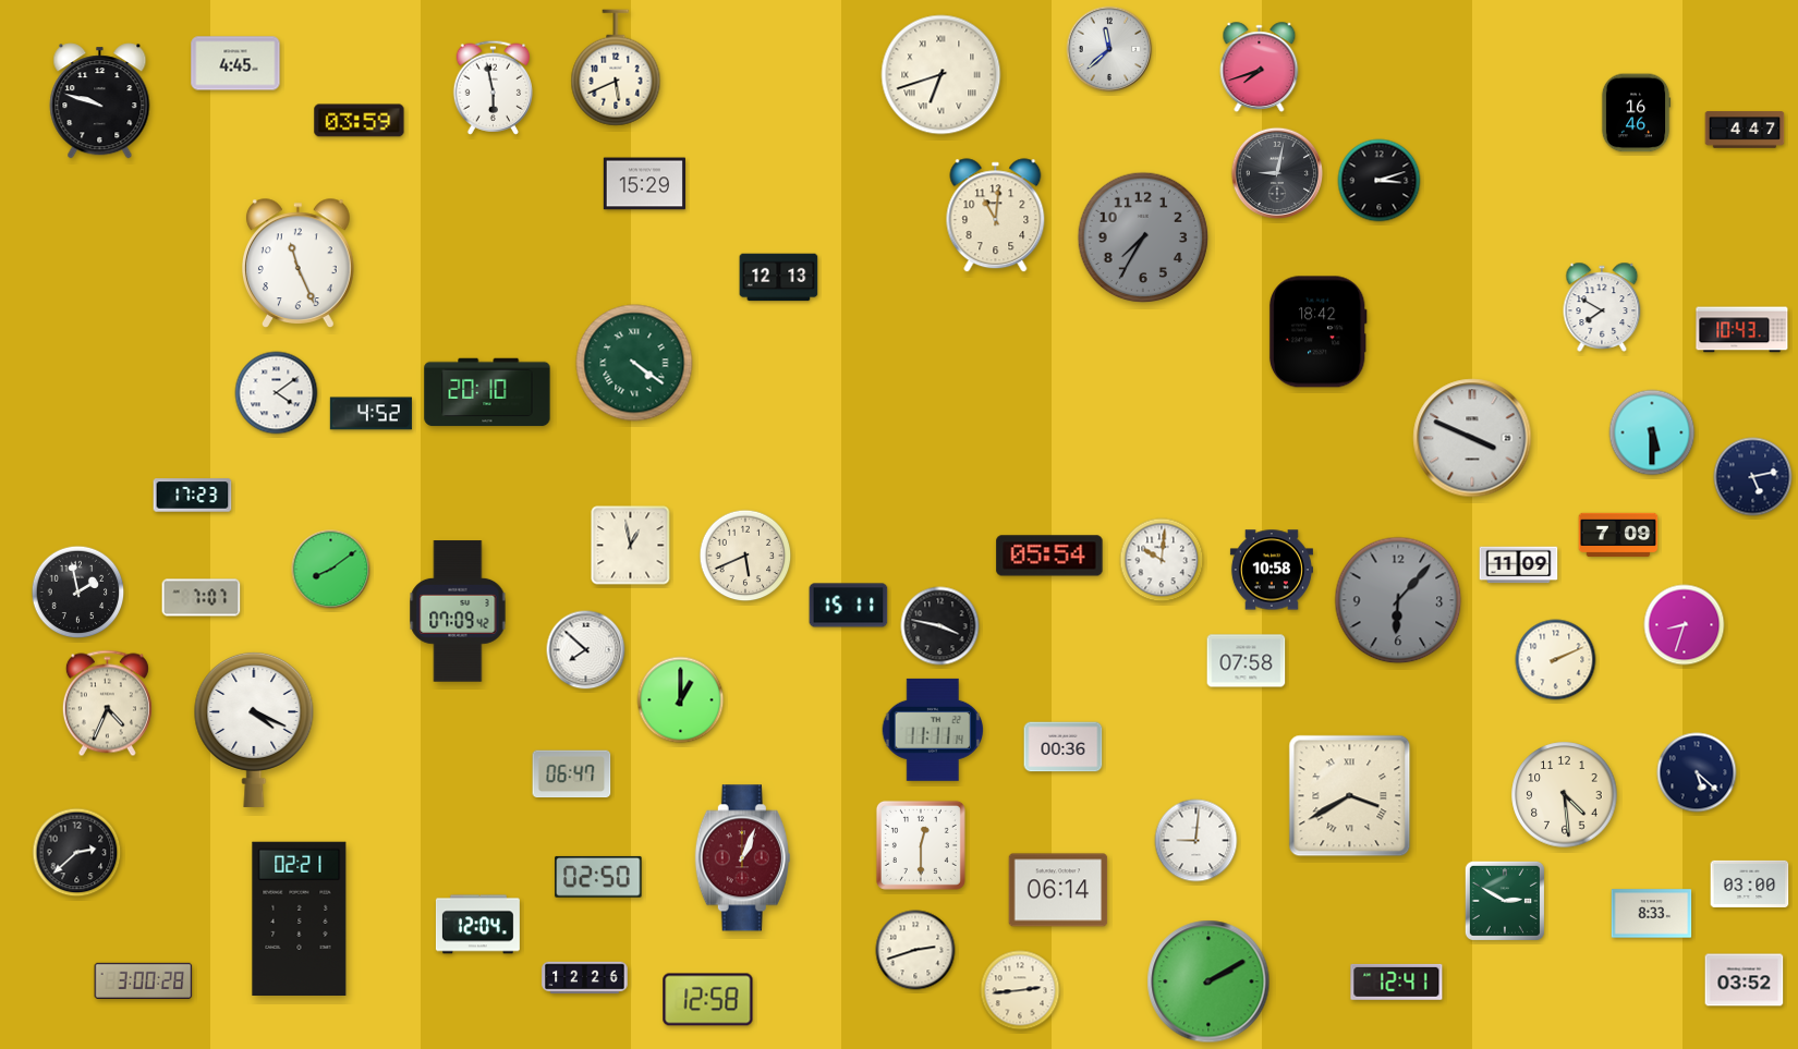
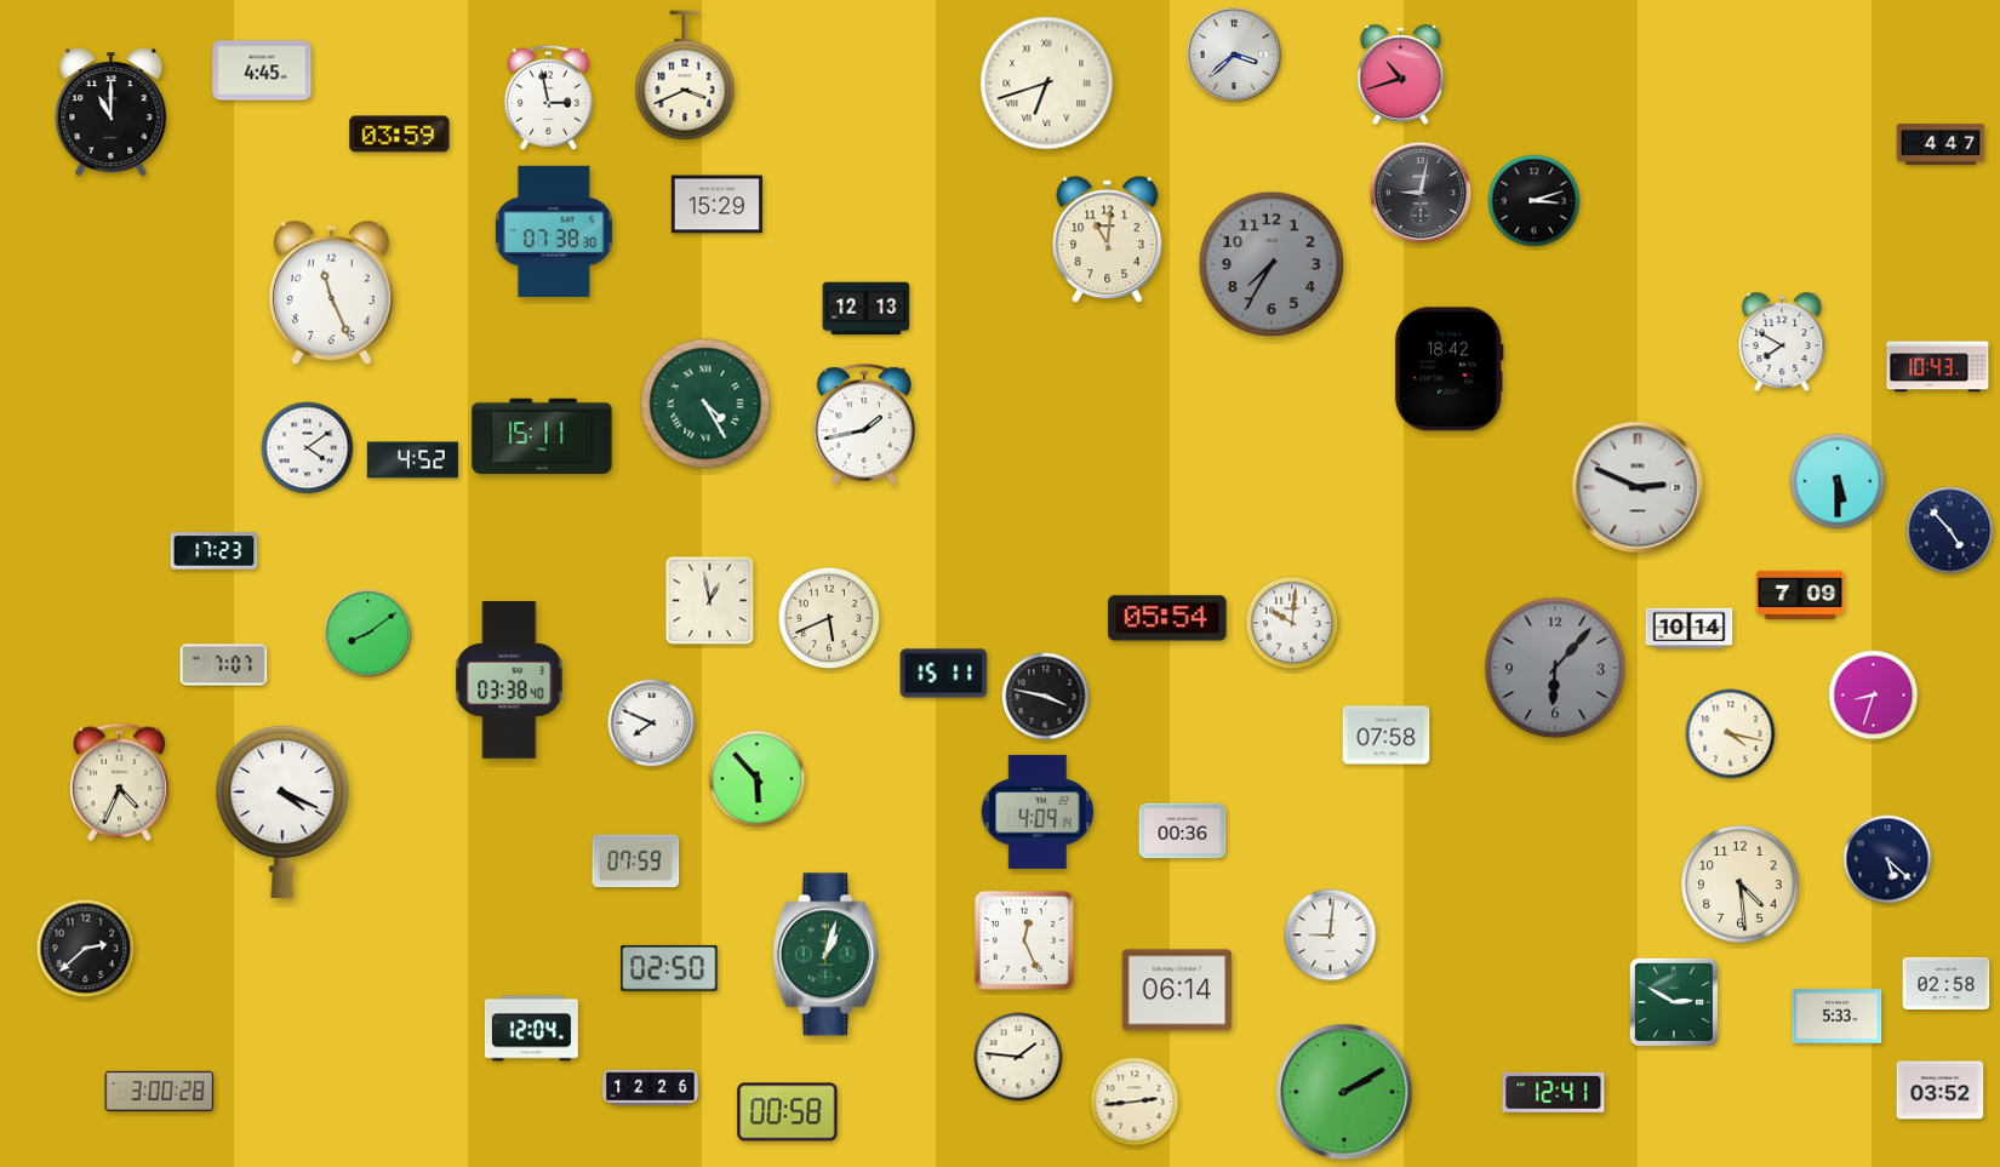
clock at (1109, 49): 11:38 -> 3:38
clock at (616, 68): 5:41 -> 3:41
clock at (1260, 68): 7:42 -> 10:42
clock at (493, 87): 5:58 -> 2:58
clock at (100, 101): 9:48 -> 11:00
clock at (1636, 113): 16:46 -> none
clock at (554, 230): none -> 07:38
clock at (1317, 332) position: (1317, 332) -> (1448, 370)
clock at (634, 363): 4:21 -> 4:25
clock at (864, 424): none -> 1:43
clock at (487, 392): 20:10 -> 15:11
clock at (277, 393) position: (277, 393) -> (308, 448)
clock at (1472, 438): 3:49 -> 2:49
clock at (1753, 477): 5:13 -> 4:53
clock at (631, 546) position: (631, 546) -> (710, 601)
clock at (1519, 565): 11:09 -> 10:14
clock at (1272, 570): 10:58 -> none
clock at (78, 593): 1:58 -> none
clock at (458, 611): 07:09 -> 03:38
clock at (586, 650): 7:52 -> 7:49
clock at (1556, 660): 2:11 -> 4:17
clock at (681, 700): 1:00 -> 5:53
clock at (933, 730): 11:11 -> 4:09
clock at (572, 774): 06:47 -> 07:59
clock at (1350, 796): 3:40 -> none
clock at (921, 845): 12:30 -> 12:26
clock at (742, 858): 1:04 -> 1:03
clock at (742, 858) dial: burgundy -> green
clock at (598, 877) position: (598, 877) -> (669, 968)
clock at (1750, 883): 03:00 -> 02:58
clock at (1652, 914): 8:33 -> 5:33
clock at (300, 919): 02:21 -> none
clock at (915, 950): 2:42 -> 1:46
clock at (708, 1000): 12:58 -> 00:58
